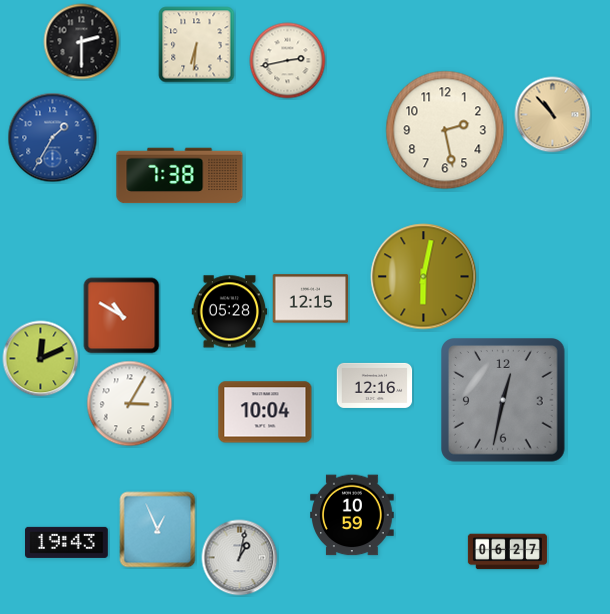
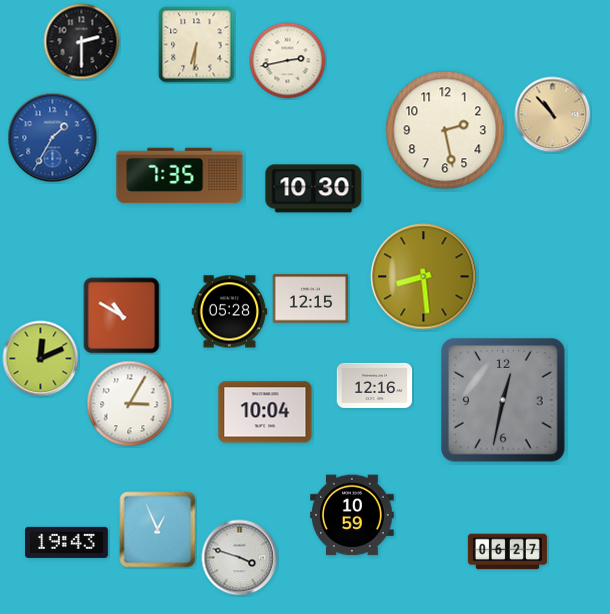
clock at (180, 176): 7:38 -> 7:35
clock at (314, 189): none -> 10:30
clock at (424, 277): 6:02 -> 8:29
clock at (240, 558): 1:02 -> 3:48
